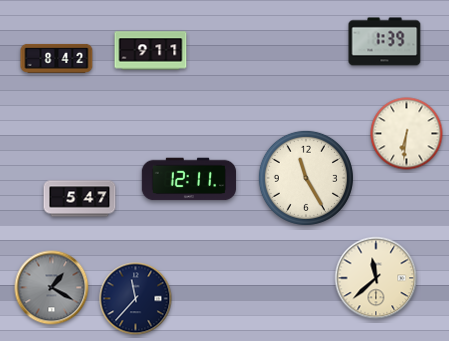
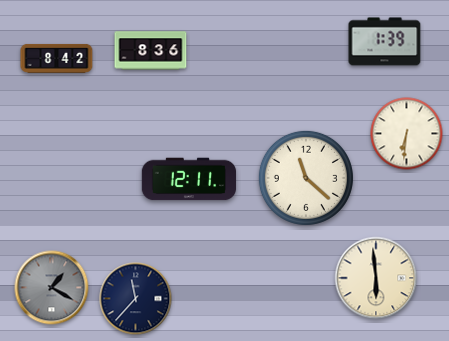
clock at (151, 51): 9:11 -> 8:36
clock at (306, 178): 11:25 -> 11:22
clock at (80, 199): 5:47 -> none
clock at (376, 278): 11:38 -> 5:59
